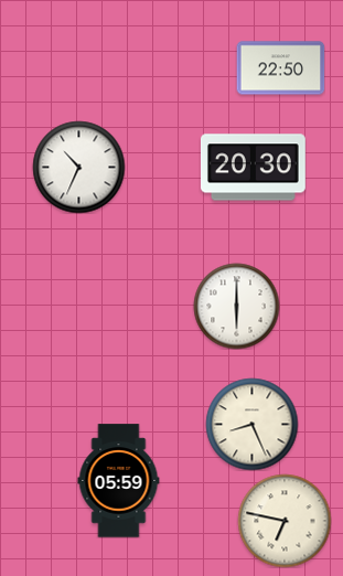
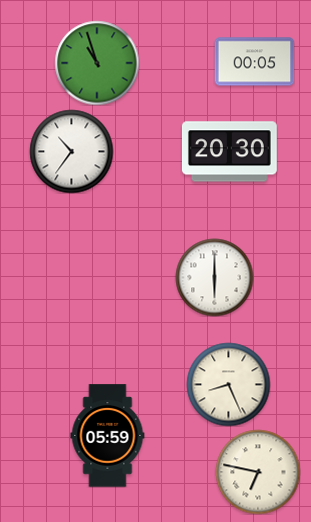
clock at (280, 68): 22:50 -> 00:05
clock at (97, 63): none -> 10:57
clock at (78, 167): 10:34 -> 10:36
